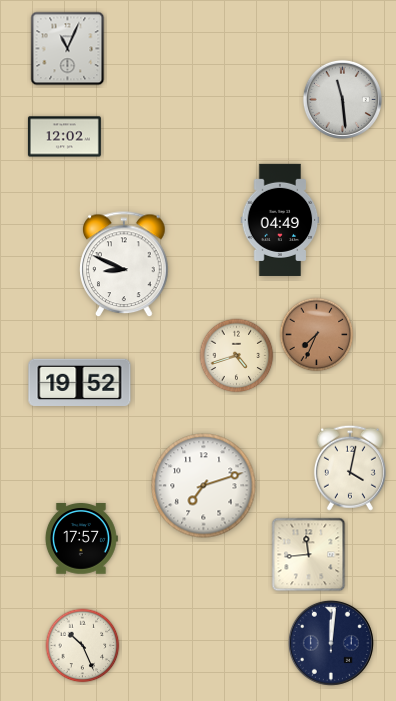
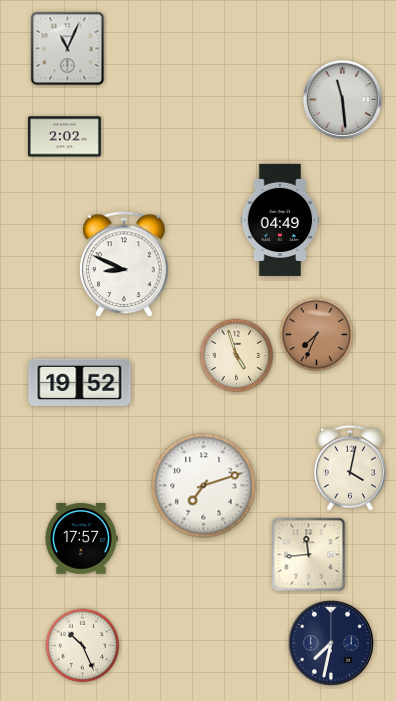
clock at (64, 137): 12:02 -> 2:02
clock at (237, 356): 4:42 -> 4:57
clock at (331, 643): 12:01 -> 7:32
